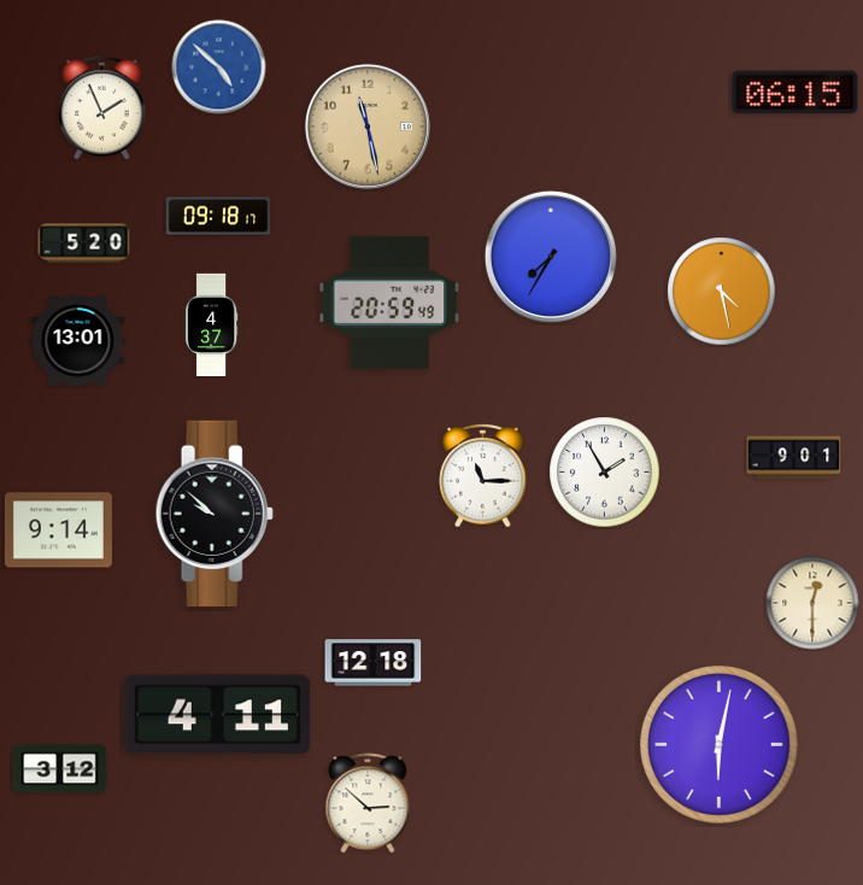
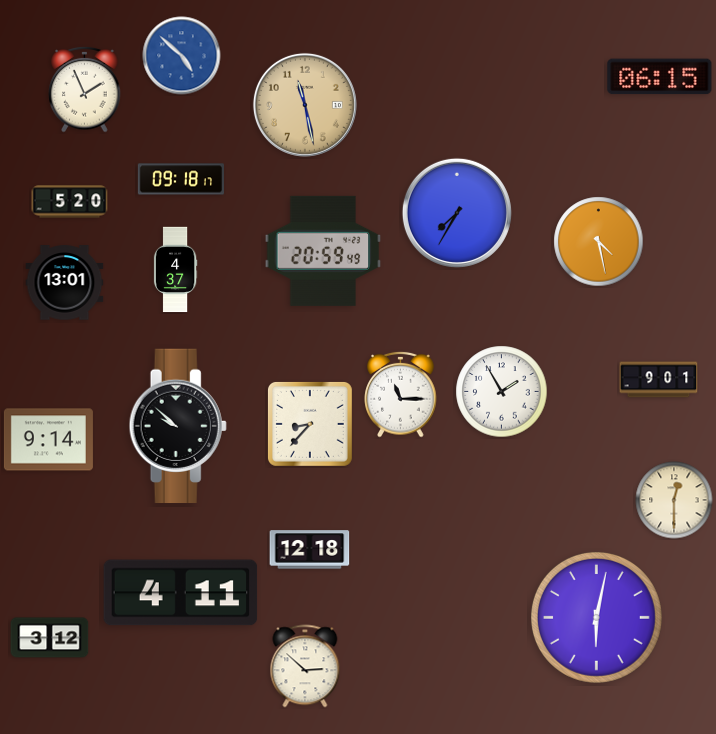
clock at (310, 424): none -> 8:37
